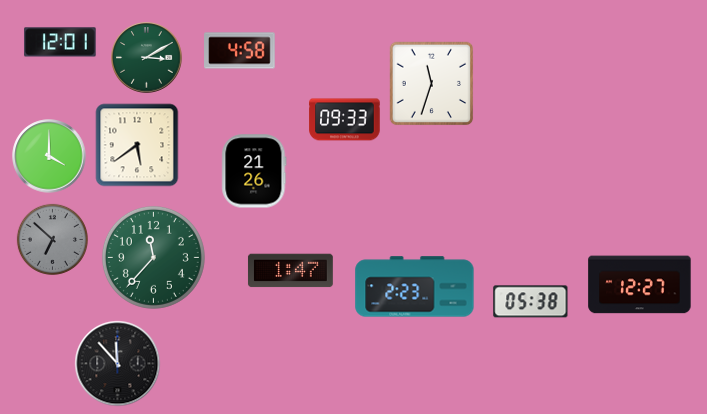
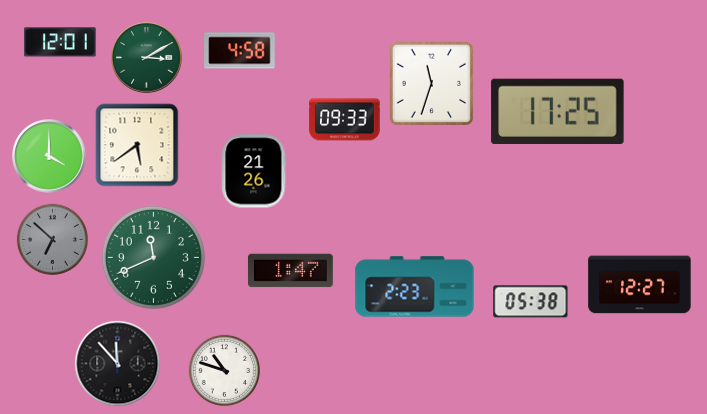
clock at (558, 111): none -> 17:25
clock at (153, 257): 11:37 -> 11:41
clock at (224, 370): none -> 10:48
